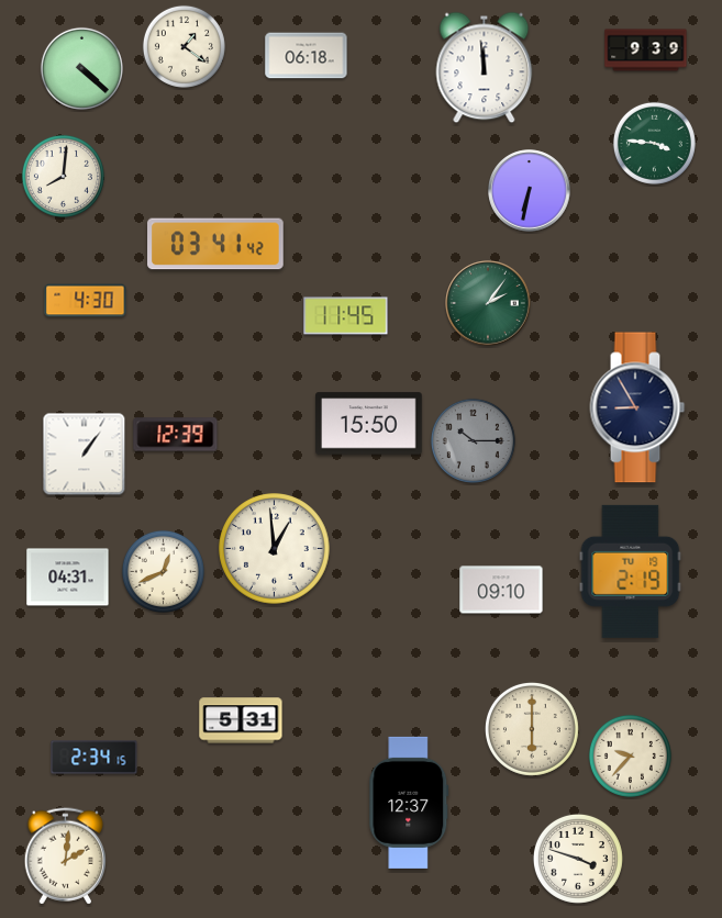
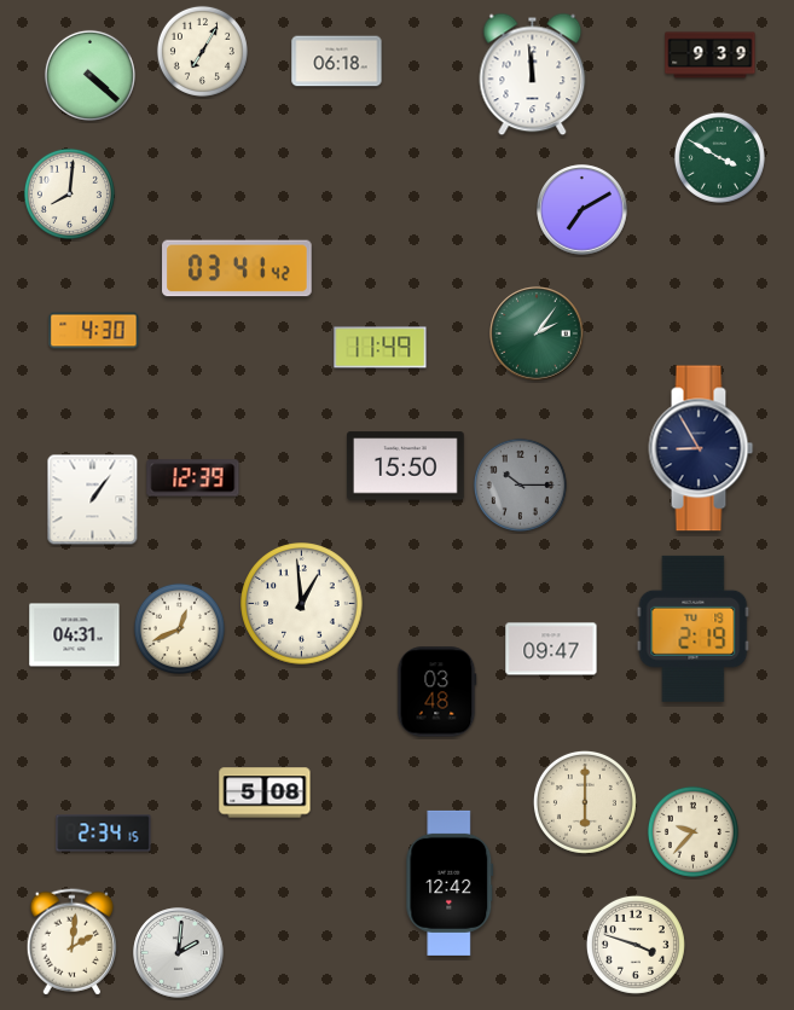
clock at (184, 46): 1:21 -> 7:05
clock at (654, 143): 3:46 -> 3:50
clock at (530, 191): 6:32 -> 7:10
clock at (346, 316): 11:45 -> 11:49
clock at (501, 590): 09:10 -> 09:47
clock at (436, 692): none -> 03:48
clock at (241, 720): 5:31 -> 5:08
clock at (409, 803): 12:37 -> 12:42
clock at (179, 953): none -> 2:01
